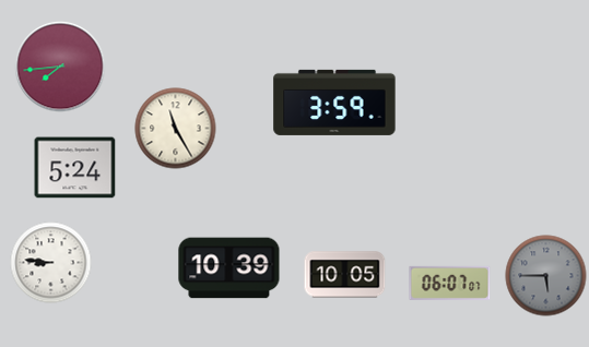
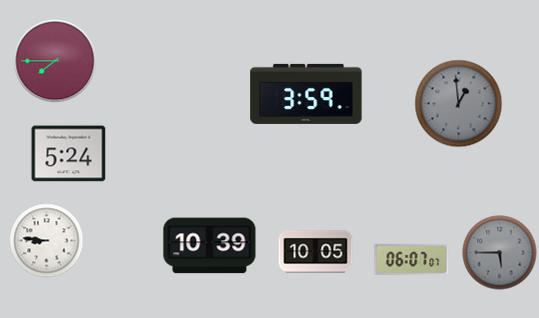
clock at (60, 67): 7:44 -> 7:45
clock at (459, 104): none -> 12:59
clock at (176, 129): 11:25 -> none
